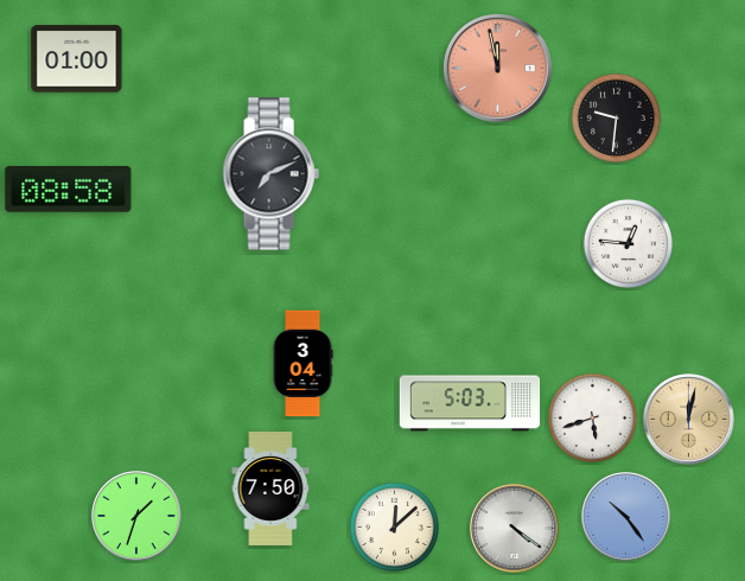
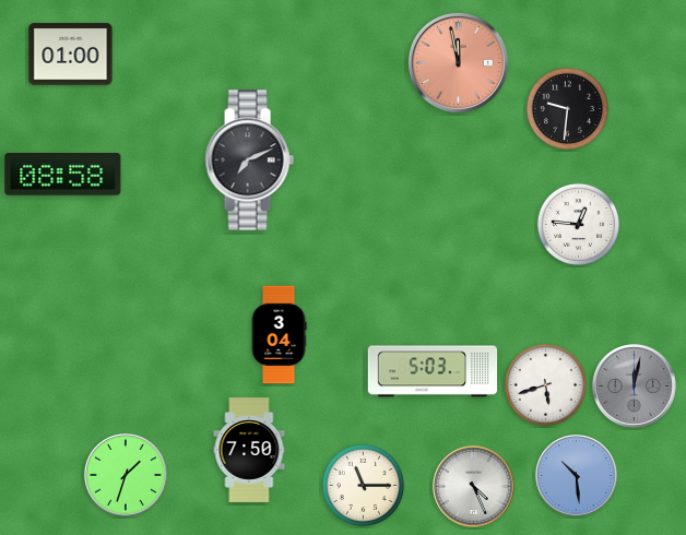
clock at (689, 420) dial: champagne -> grey
clock at (626, 517): 10:24 -> 10:29
clock at (394, 526): 12:08 -> 11:15
clock at (515, 529): 4:21 -> 4:26
